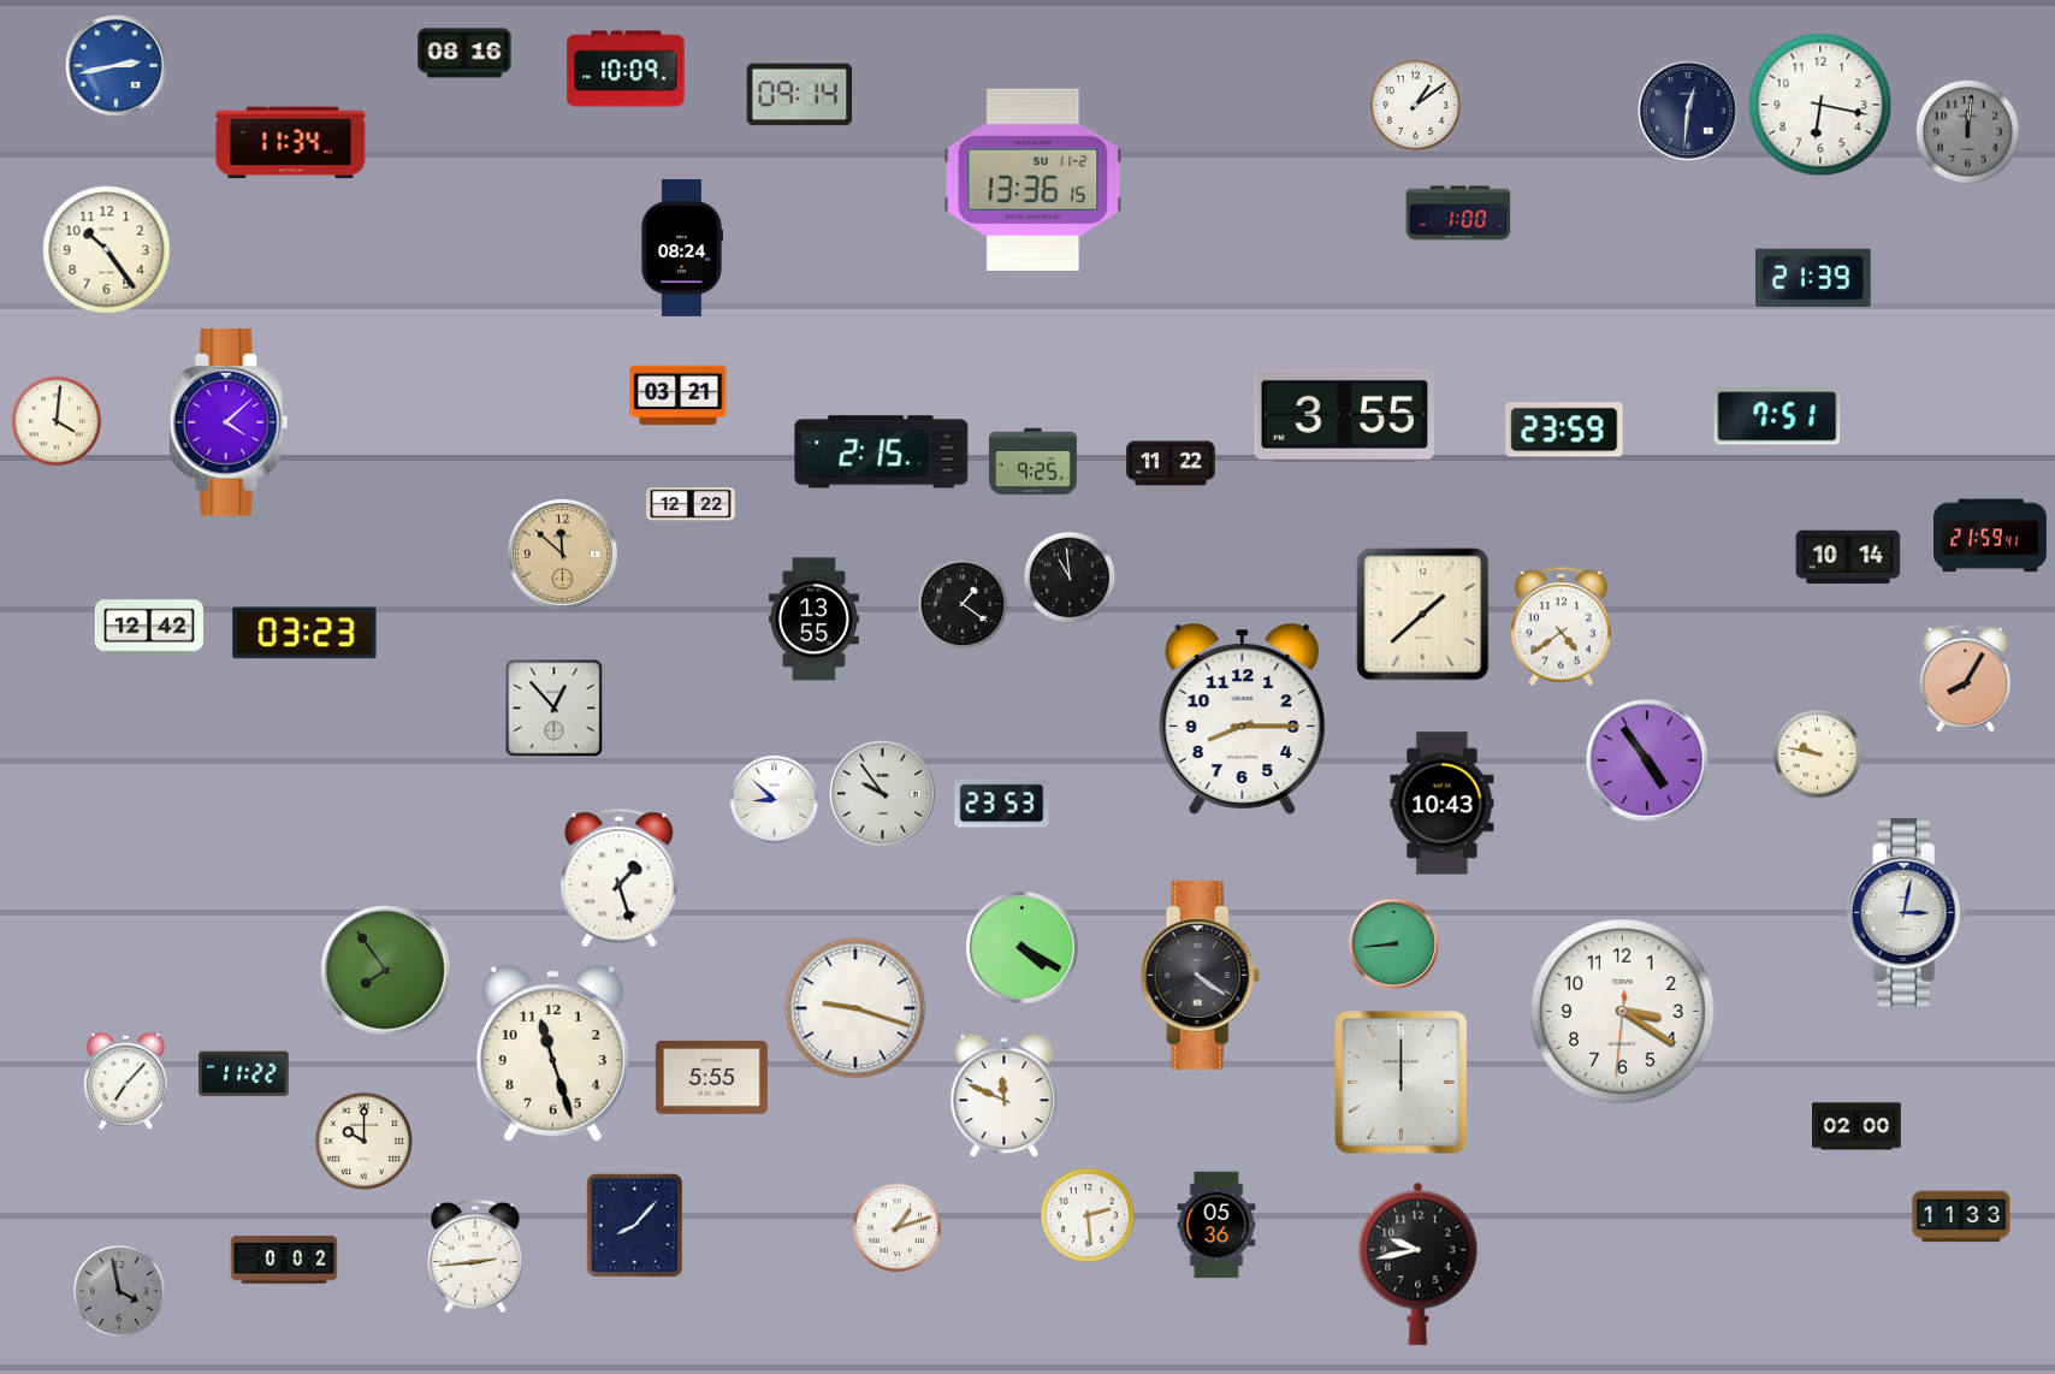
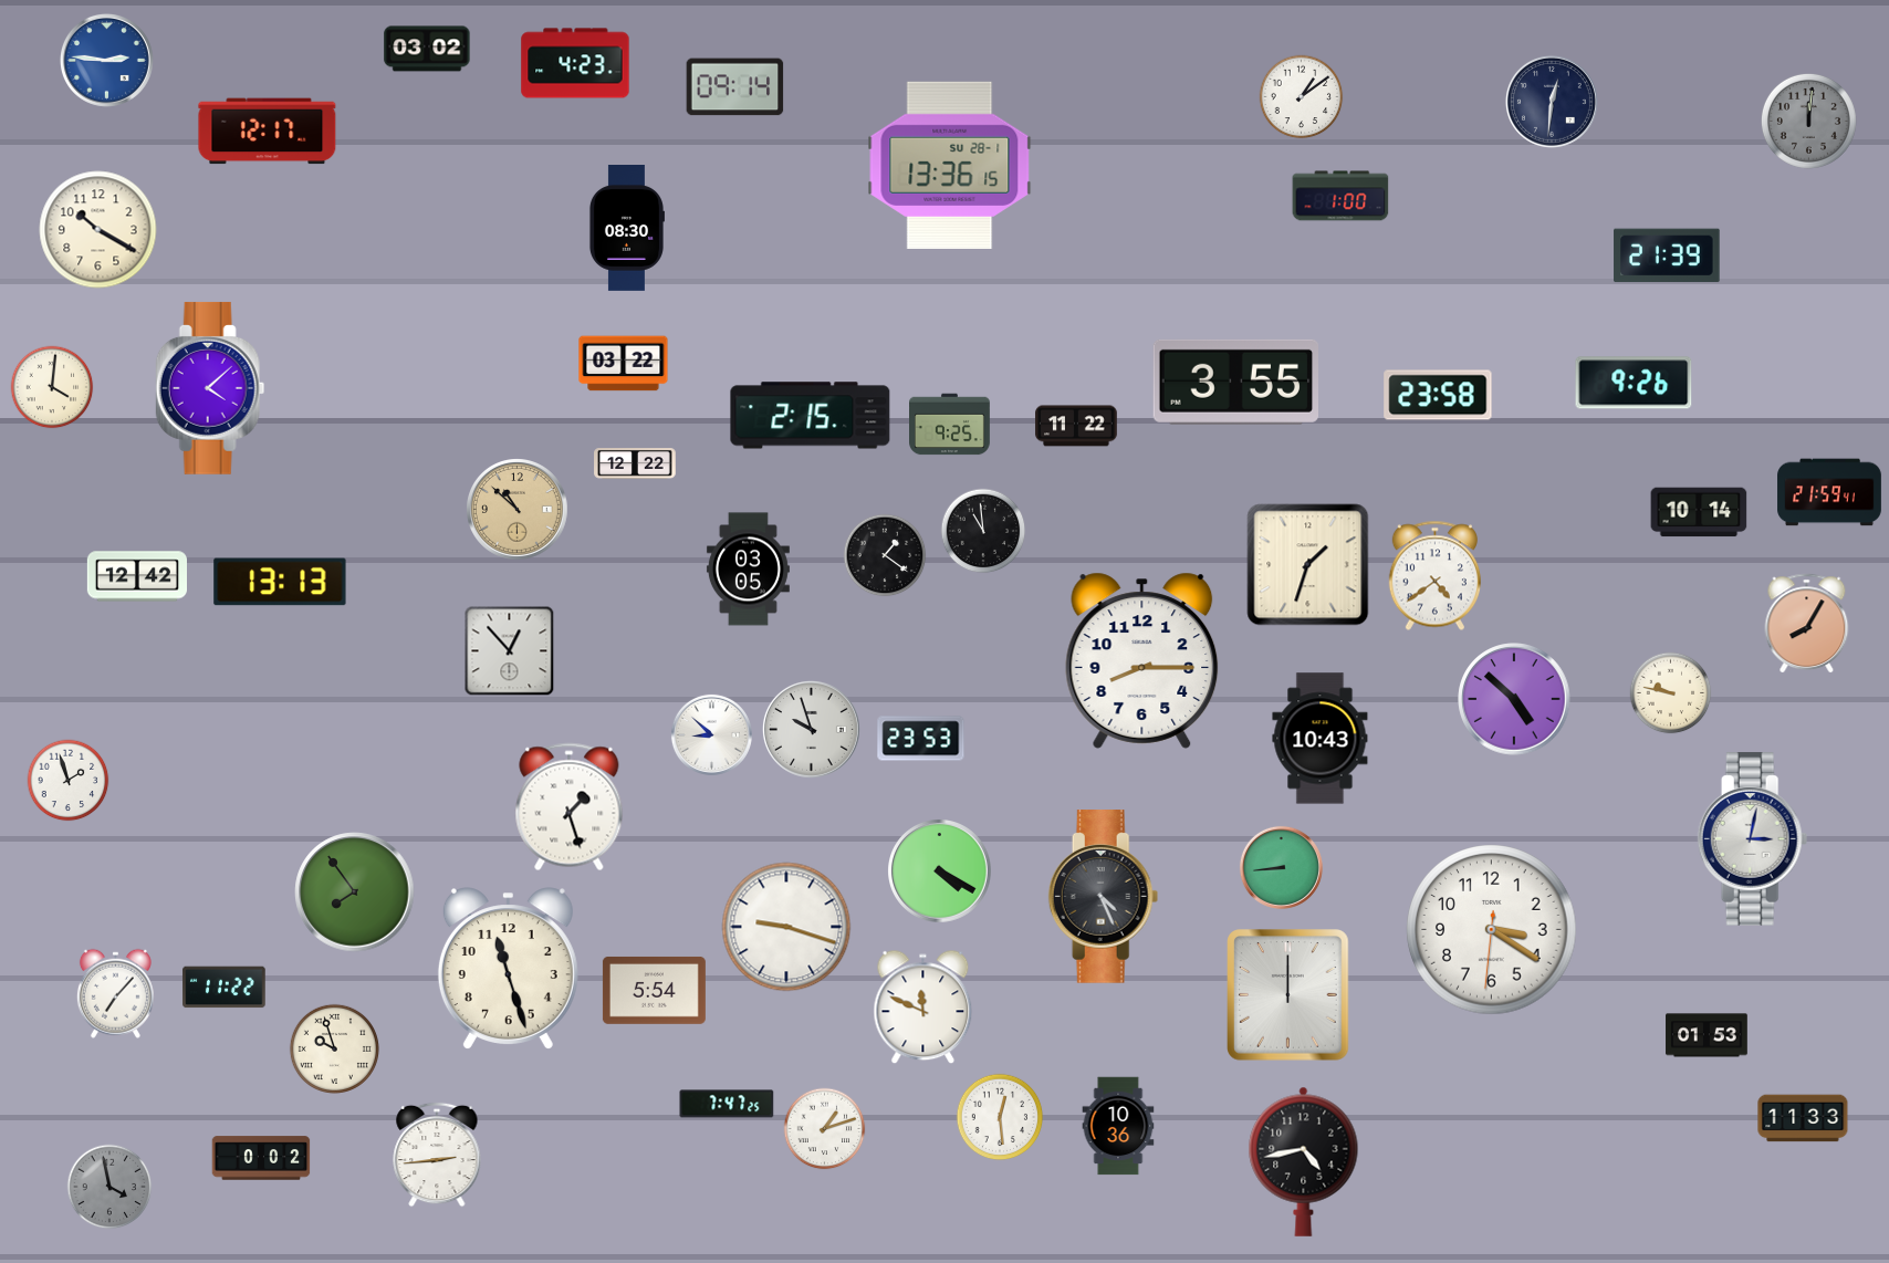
clock at (464, 53): 08:16 -> 03:02
clock at (116, 65): 2:43 -> 2:46
clock at (626, 69): 10:09 -> 4:23
clock at (1820, 105): 6:17 -> none
clock at (291, 143): 11:34 -> 12:17
clock at (1034, 179) date: SU 11-2 -> SU 28-1
clock at (681, 249): 08:24 -> 08:30
clock at (107, 250): 10:24 -> 10:20
clock at (679, 396): 03:21 -> 03:22
clock at (1777, 416): 7:51 -> 9:26
clock at (1564, 430): 23:59 -> 23:58
clock at (563, 555): 11:52 -> 10:52
clock at (1423, 615): 1:38 -> 1:33
clock at (813, 620): 13:55 -> 03:05
clock at (304, 633): 03:23 -> 13:13
clock at (1647, 760): 4:54 -> 4:52
clock at (882, 793): 9:54 -> 9:57
clock at (1443, 804) position: (1443, 804) -> (1321, 739)
clock at (69, 781): none -> 1:57
clock at (1201, 976): 4:21 -> 4:26
clock at (711, 1077): 5:55 -> 5:54
clock at (1856, 1126): 02:00 -> 01:53
clock at (363, 1141): 10:00 -> 9:57
clock at (727, 1104): none -> 7:47
clock at (1088, 1215): 2:29 -> 12:29
clock at (1216, 1225): 05:36 -> 10:36
clock at (635, 1226): 8:07 -> none
clock at (1419, 1263): 9:43 -> 4:43
